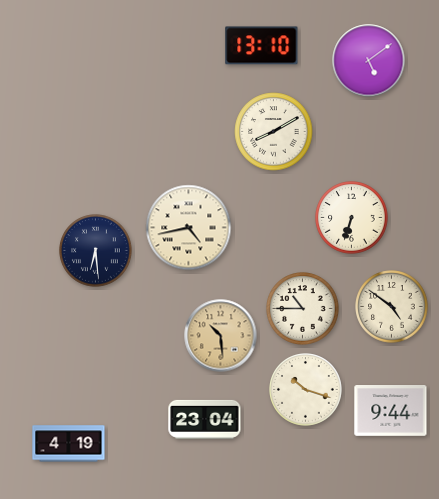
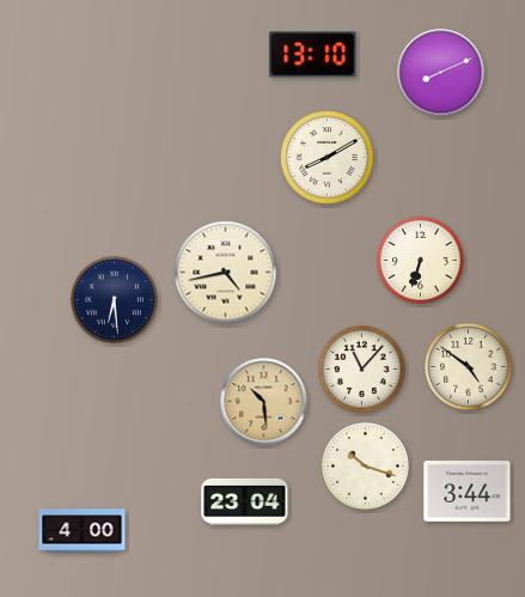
clock at (369, 61): 5:09 -> 8:11
clock at (303, 309): 10:45 -> 11:07
clock at (391, 411): 9:44 -> 3:44
clock at (69, 444): 4:19 -> 4:00
